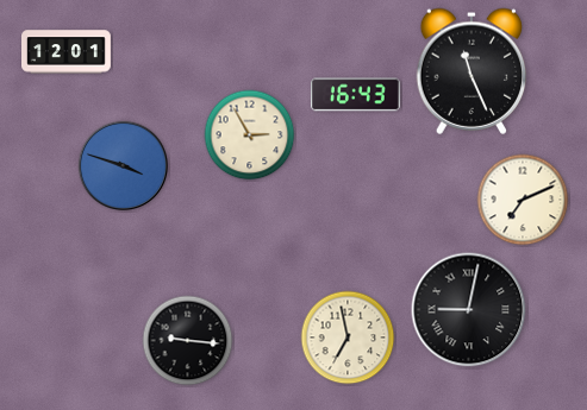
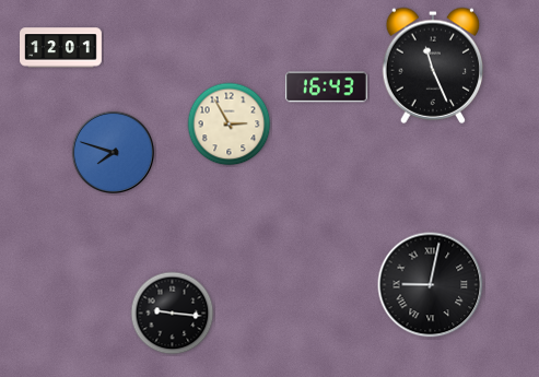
clock at (124, 166): 3:48 -> 7:48
clock at (523, 200): 7:11 -> none
clock at (348, 338): 6:58 -> none
